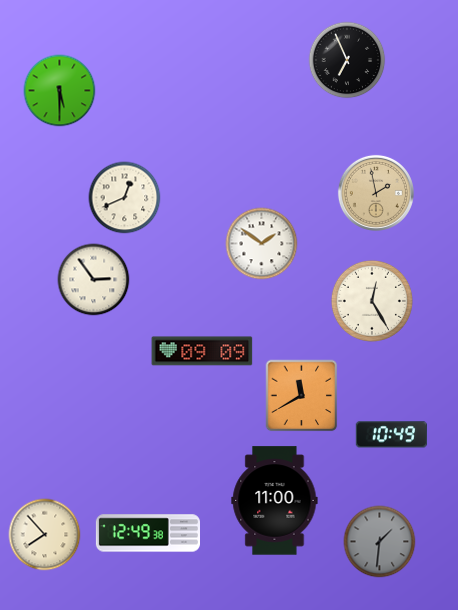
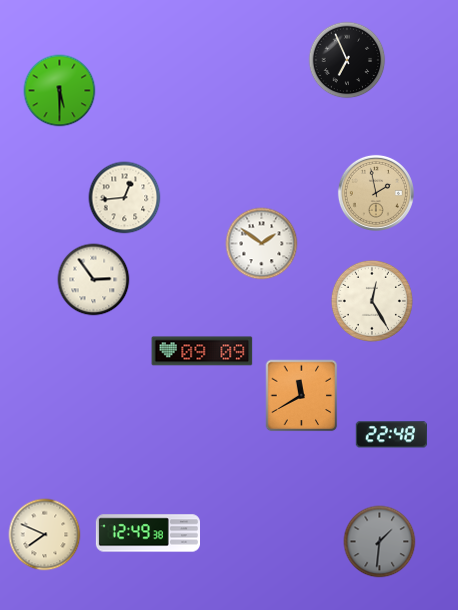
clock at (125, 198): 12:41 -> 12:44
clock at (391, 435): 10:49 -> 22:48
clock at (275, 501): 11:00 -> none
clock at (45, 535): 7:53 -> 7:49
